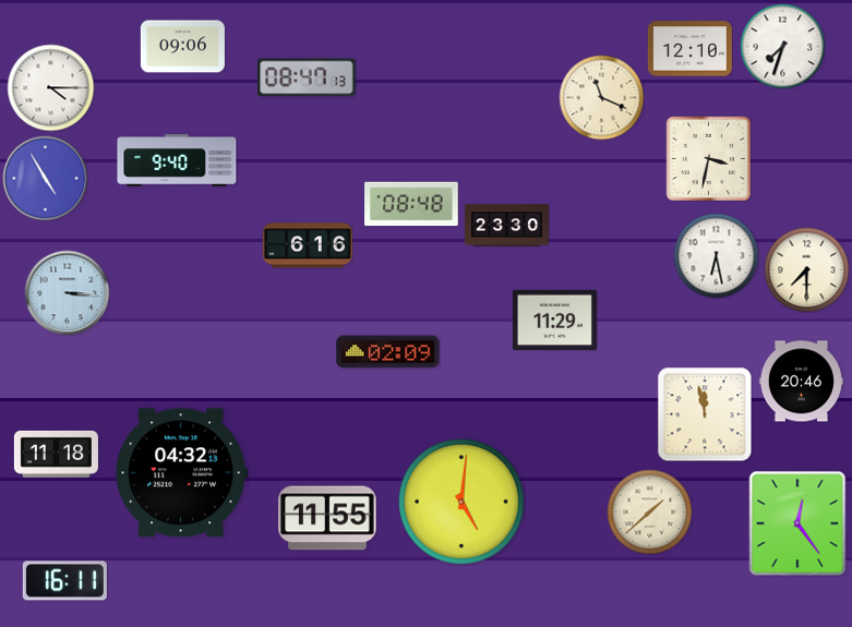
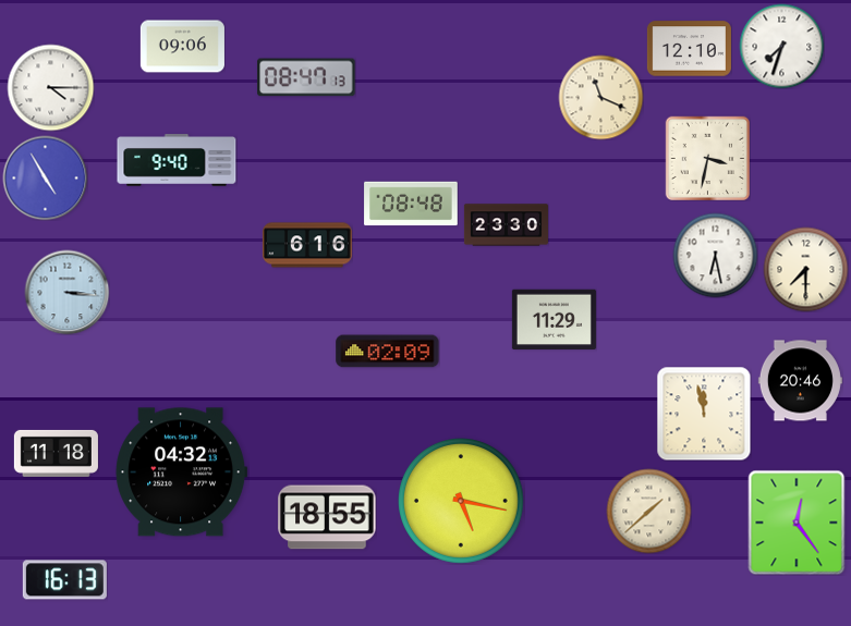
clock at (463, 503): 5:01 -> 5:17
clock at (327, 518): 11:55 -> 18:55
clock at (64, 581): 16:11 -> 16:13
